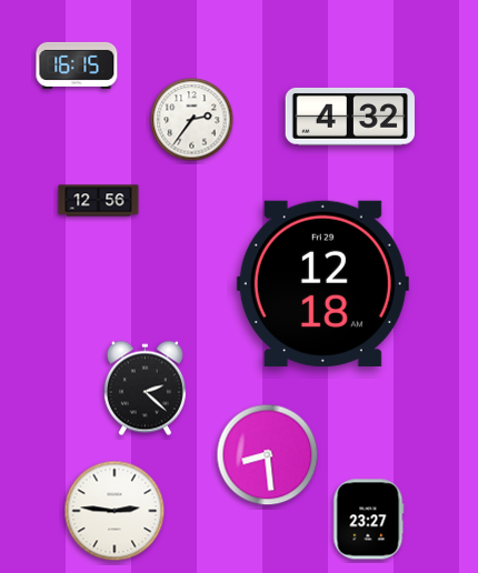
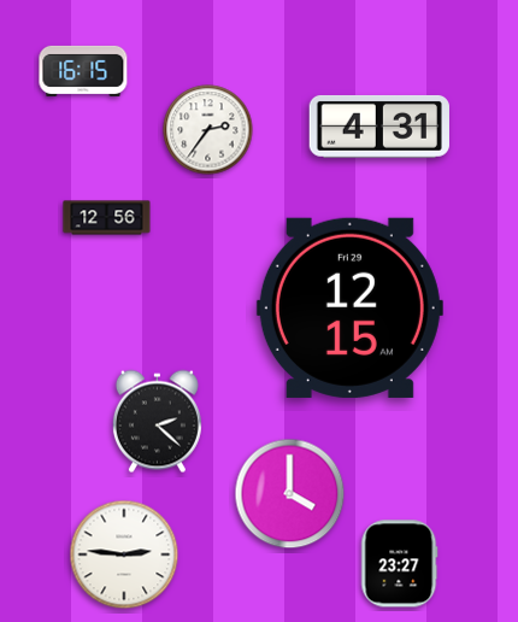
clock at (349, 117): 4:32 -> 4:31
clock at (322, 283): 12:18 -> 12:15
clock at (268, 455): 8:29 -> 4:00
